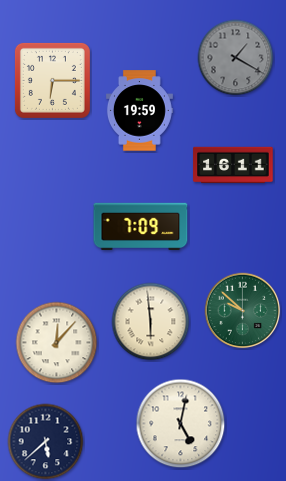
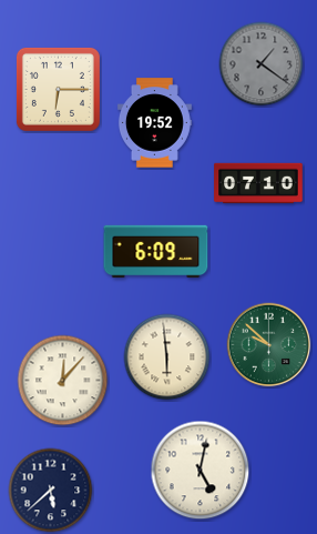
clock at (236, 58): 1:20 -> 1:21
clock at (139, 111): 19:59 -> 19:52
clock at (233, 165): 16:11 -> 07:10
clock at (141, 227): 7:09 -> 6:09
